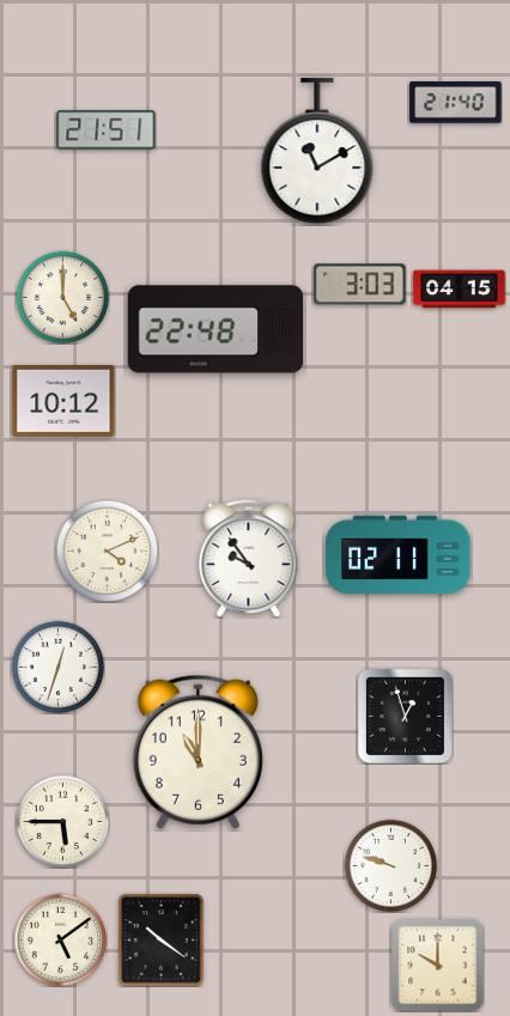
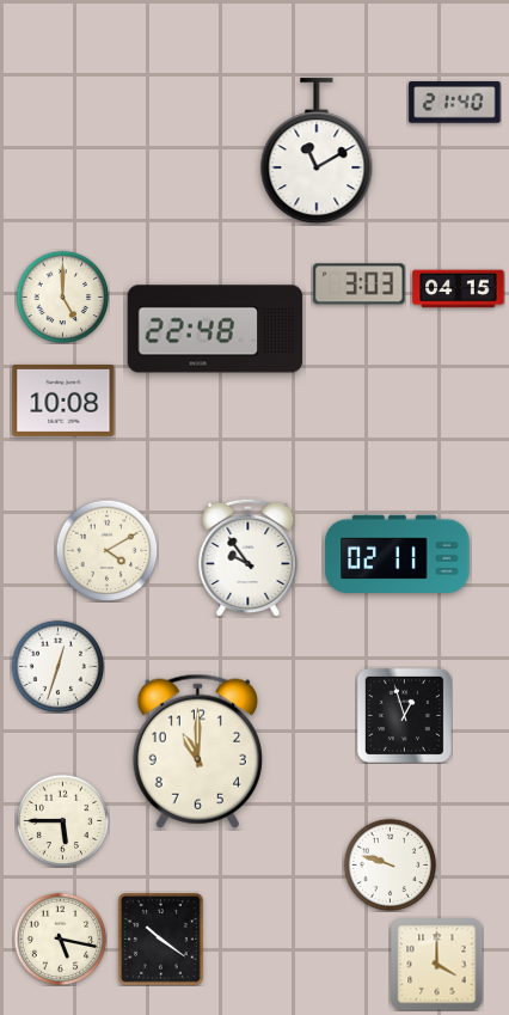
clock at (107, 130): 21:51 -> none
clock at (63, 401): 10:12 -> 10:08
clock at (107, 550): 4:11 -> 4:10
clock at (60, 939): 5:09 -> 5:17
clock at (437, 965): 10:00 -> 4:00
